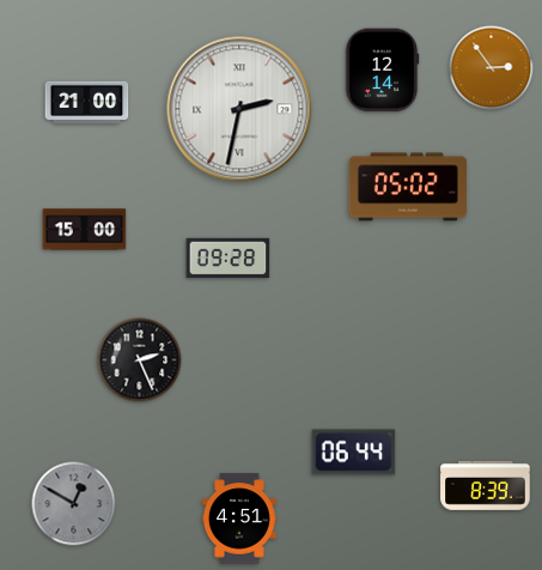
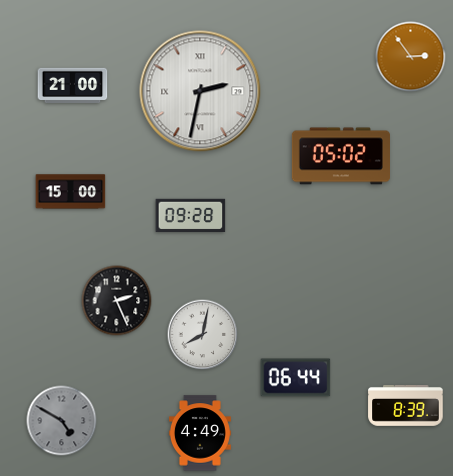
clock at (382, 71): 12:14 -> none
clock at (203, 335): none -> 8:02
clock at (74, 504): 12:50 -> 4:50
clock at (239, 519): 4:51 -> 4:49
